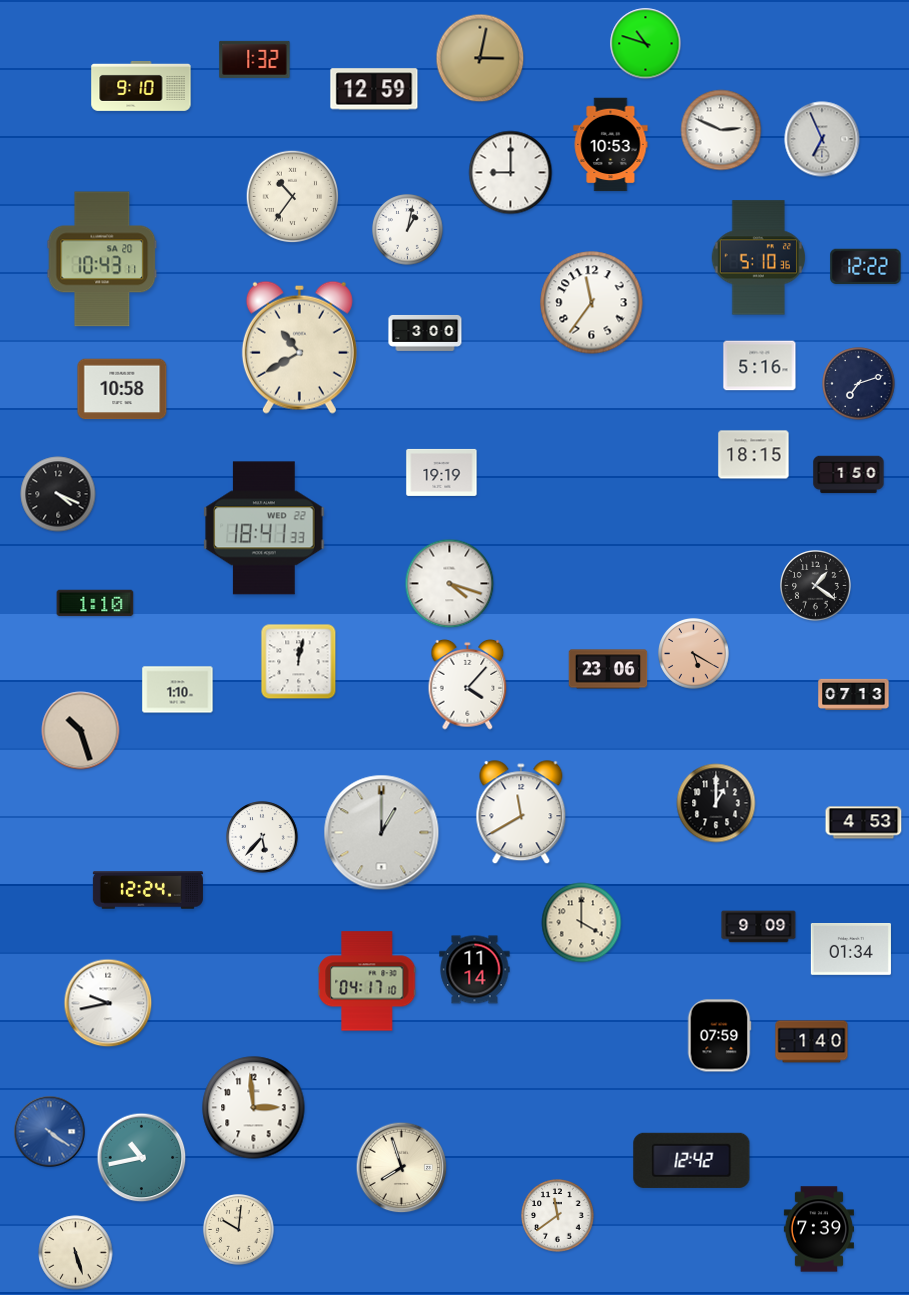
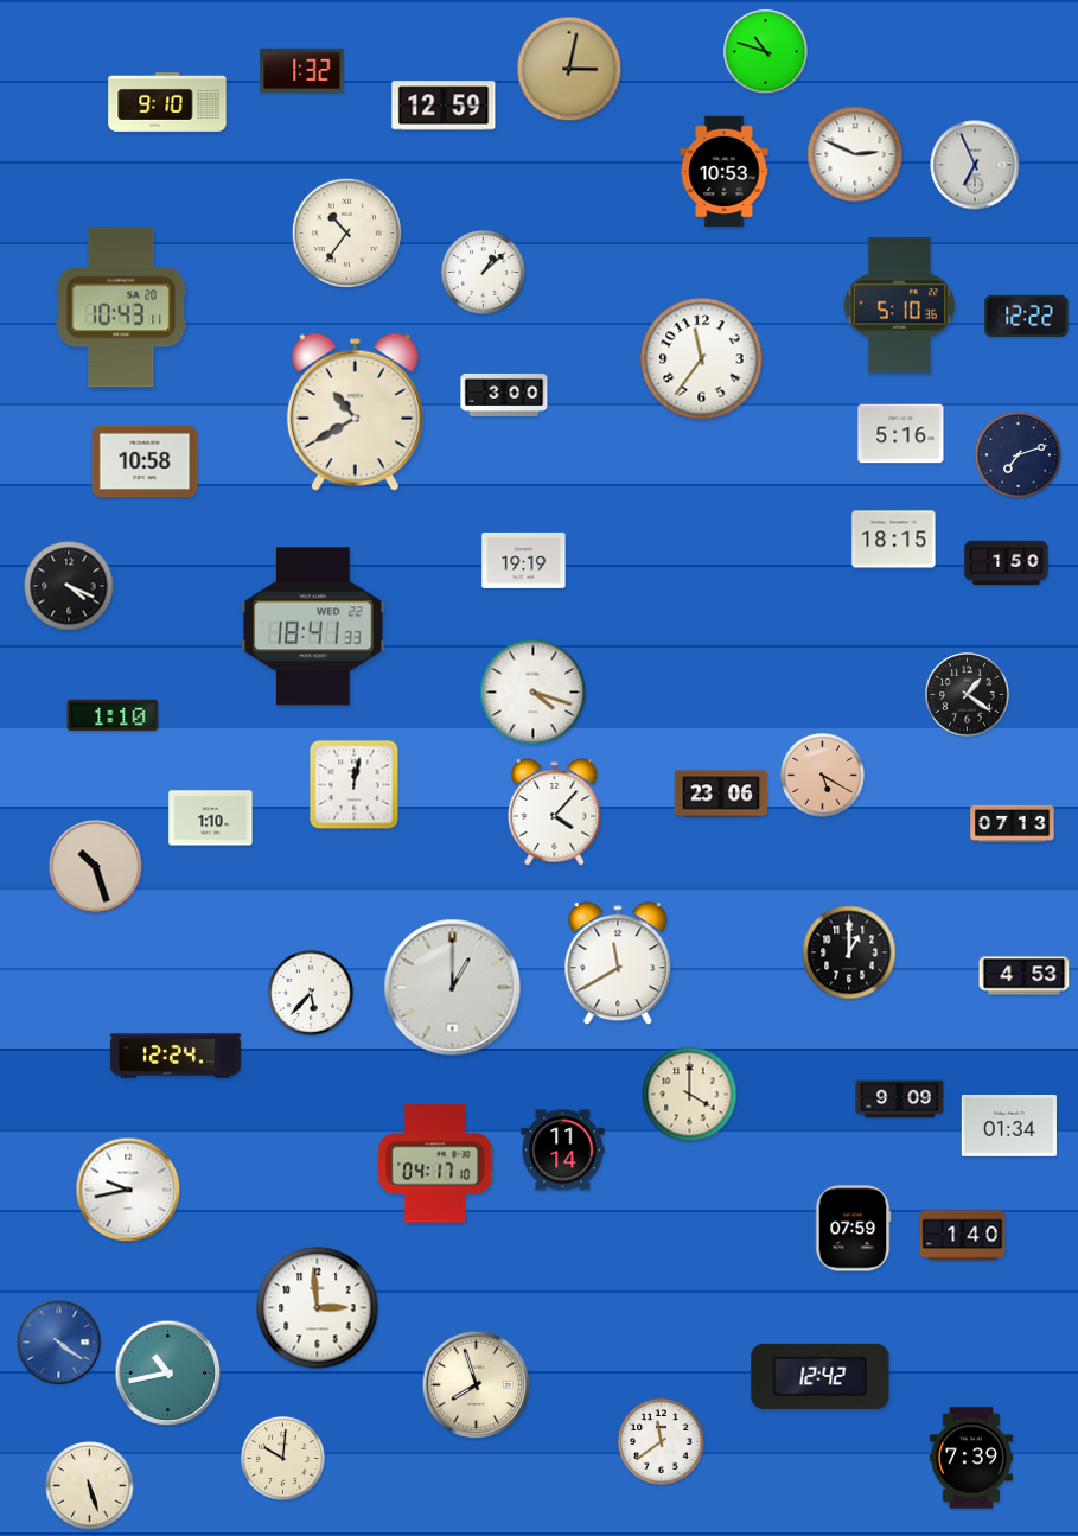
clock at (511, 173): 9:00 -> none
clock at (408, 230): 1:02 -> 1:08
clock at (254, 1108) position: (254, 1108) -> (318, 1308)
